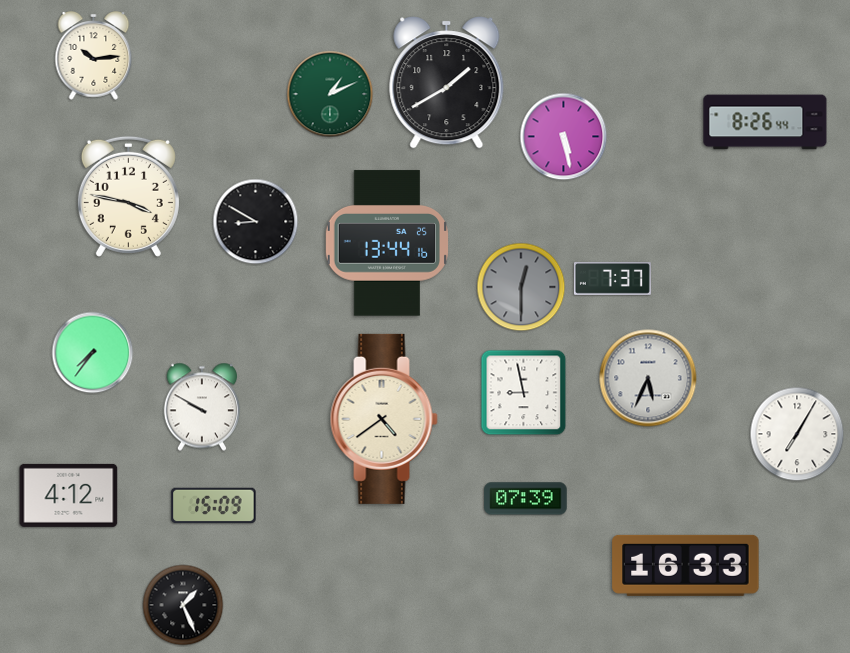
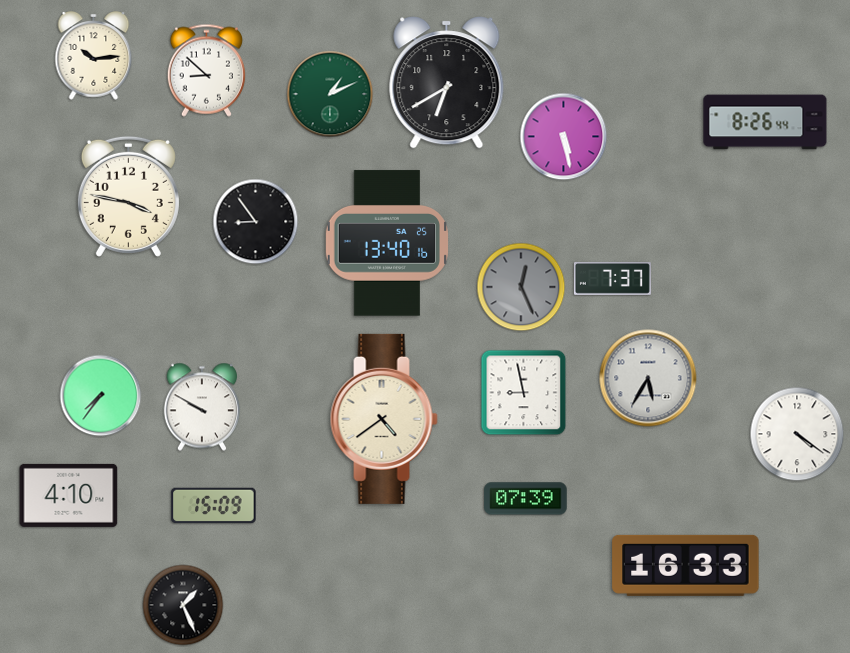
clock at (206, 70): none -> 8:52
clock at (447, 83): 1:40 -> 6:40
clock at (256, 222): 8:50 -> 8:54
clock at (386, 243): 13:44 -> 13:40
clock at (521, 287): 12:30 -> 12:26
clock at (93, 353) position: (93, 353) -> (101, 396)
clock at (648, 378): 5:34 -> 5:35
clock at (797, 434): 7:05 -> 4:21
clock at (69, 495): 4:12 -> 4:10
